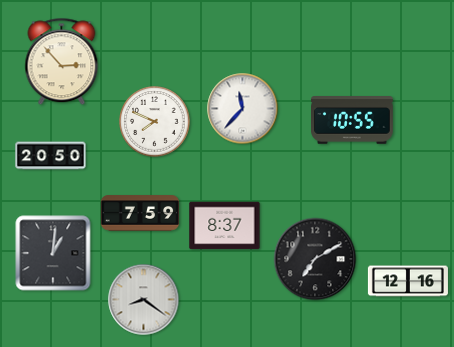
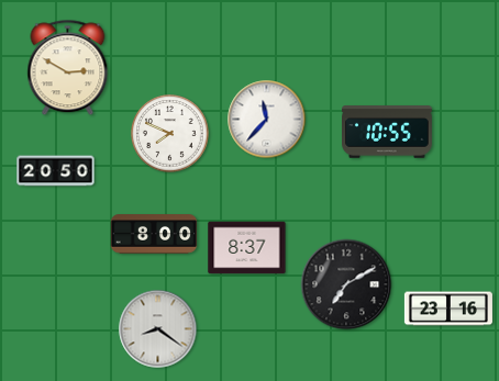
clock at (62, 62): 2:53 -> 2:50
clock at (140, 213): 7:59 -> 8:00
clock at (53, 253): 1:01 -> none
clock at (408, 281): 12:16 -> 23:16
